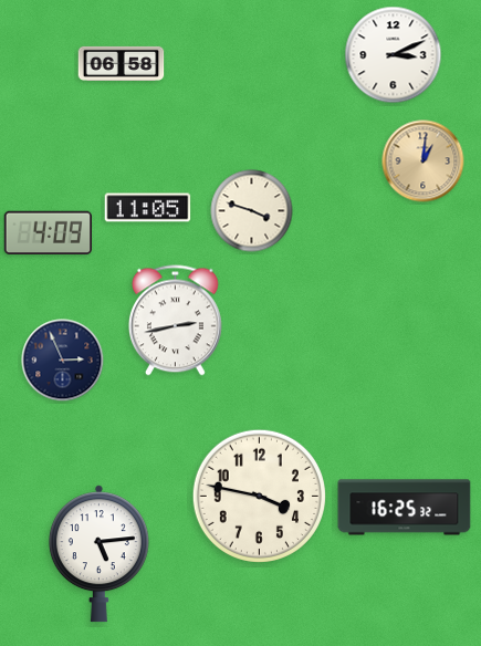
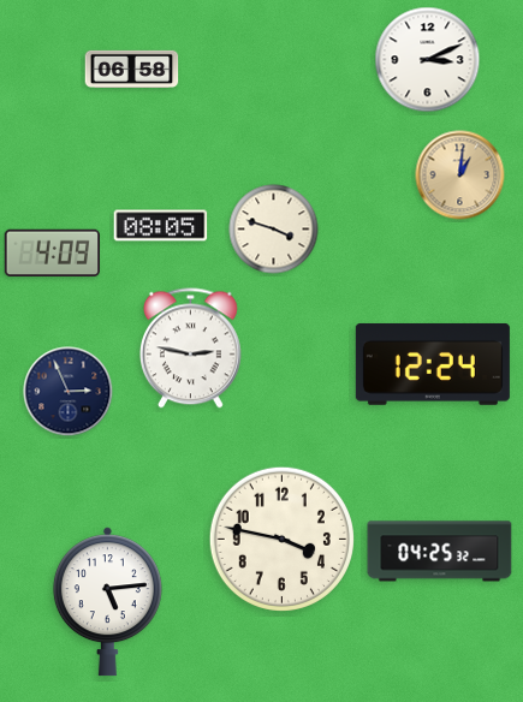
clock at (148, 208): 11:05 -> 08:05
clock at (175, 321): 2:43 -> 2:47
clock at (433, 364): none -> 12:24
clock at (405, 508): 16:25 -> 04:25
